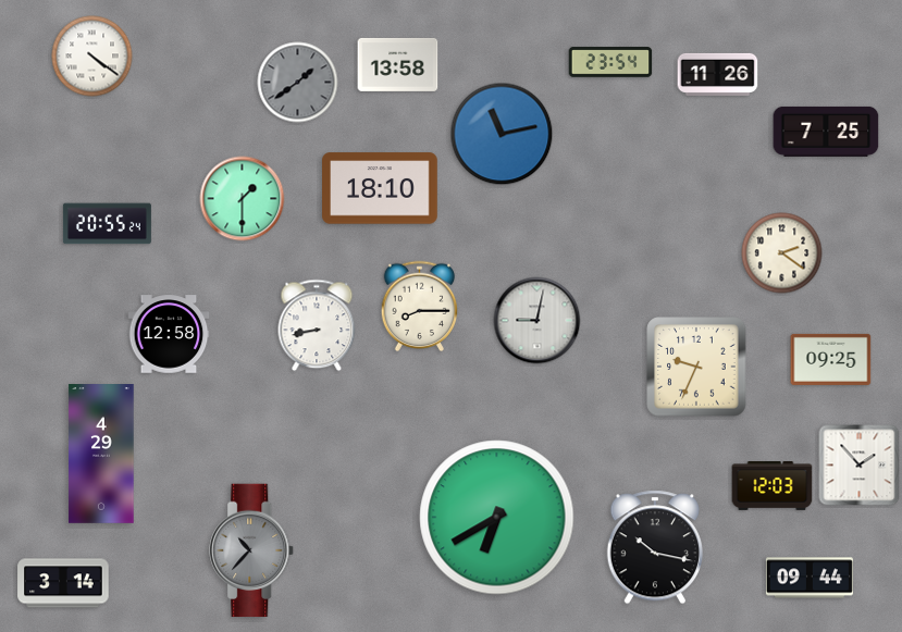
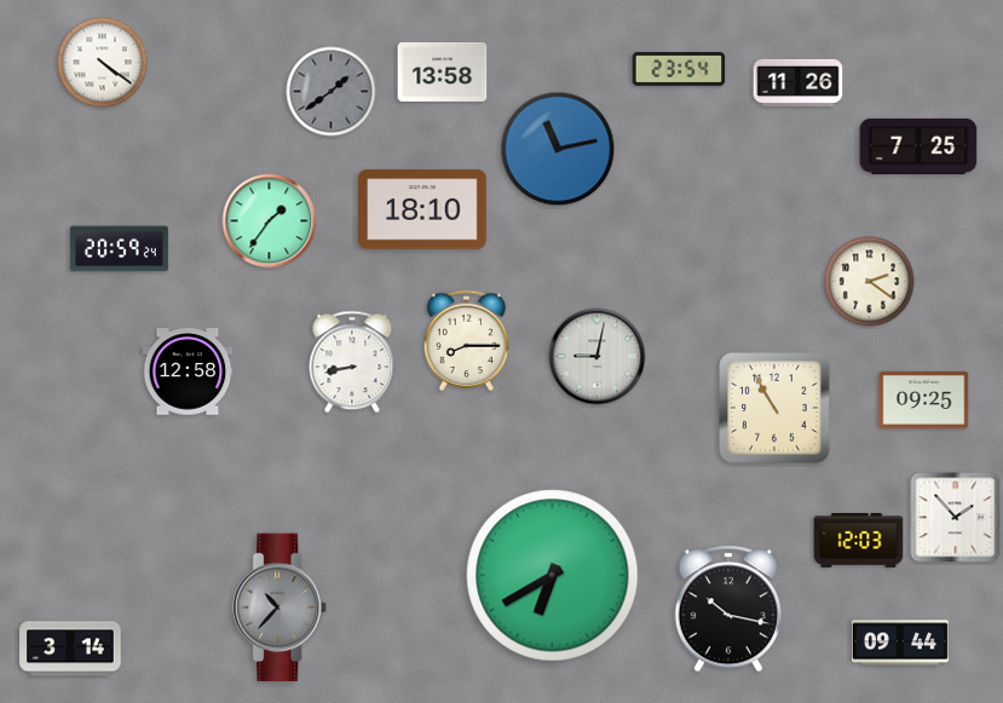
clock at (243, 199): 1:30 -> 1:36
clock at (107, 224): 20:55 -> 20:59
clock at (696, 367): 9:34 -> 10:55
clock at (101, 455): 4:29 -> none
clock at (252, 550) position: (252, 550) -> (281, 607)
